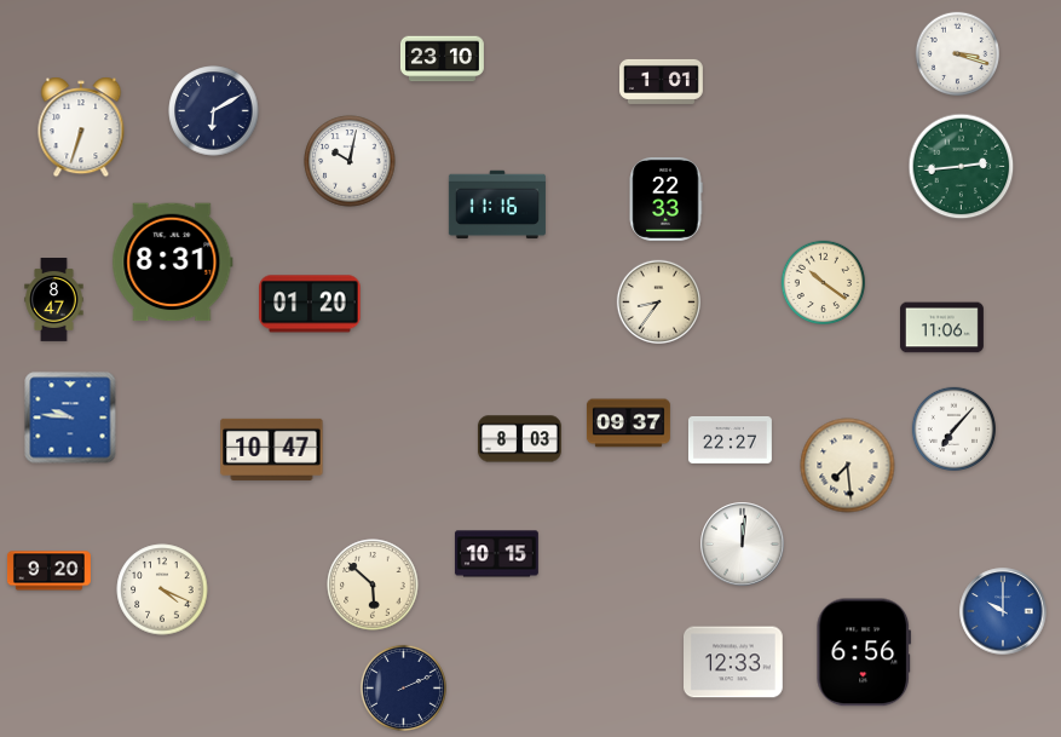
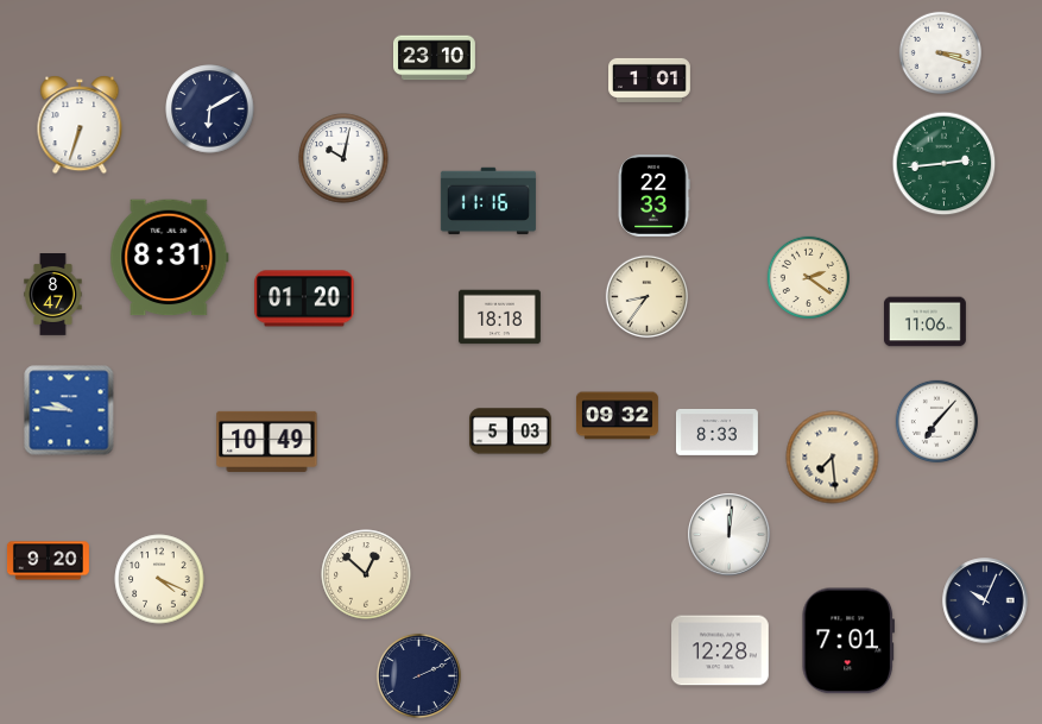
clock at (824, 283): 10:21 -> 2:21
clock at (499, 317): none -> 18:18
clock at (628, 424): 09:37 -> 09:32
clock at (519, 439): 8:03 -> 5:03
clock at (730, 439): 22:27 -> 8:33
clock at (272, 449): 10:47 -> 10:49
clock at (496, 554): 10:15 -> none
clock at (373, 585): 5:52 -> 12:52
clock at (1003, 611): 10:00 -> 10:04
clock at (1003, 611) dial: blue -> navy
clock at (864, 652): 6:56 -> 7:01
clock at (734, 662): 12:33 -> 12:28
clock at (403, 687) position: (403, 687) -> (418, 675)
